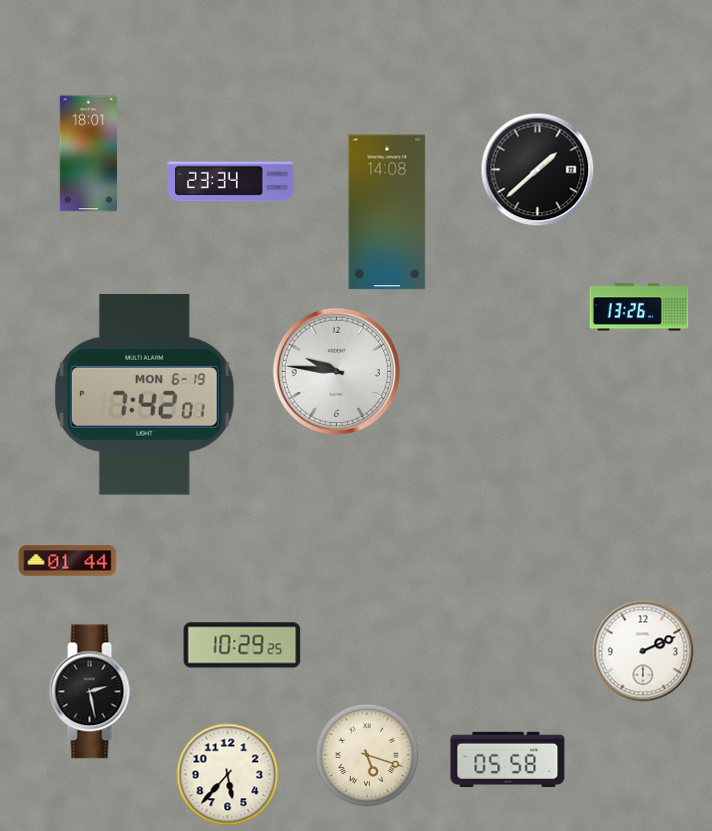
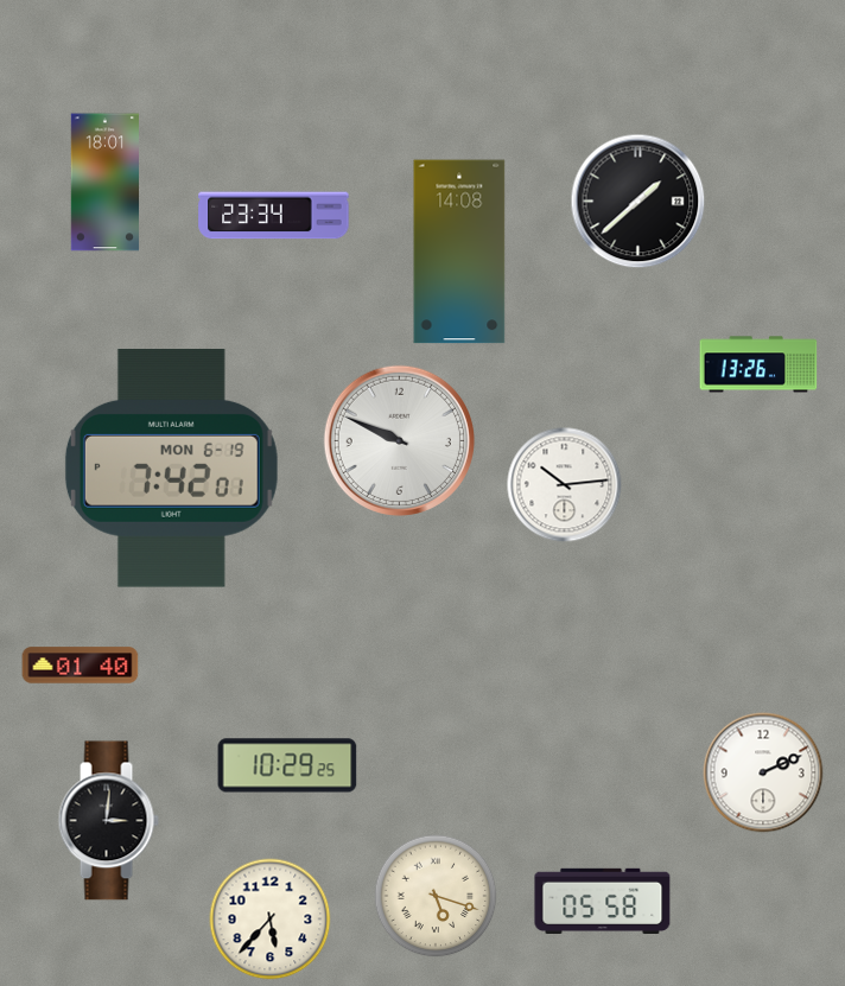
clock at (336, 371): 9:46 -> 9:49
clock at (565, 485): none -> 10:14
clock at (68, 561): 01:44 -> 01:40
clock at (91, 692): 2:28 -> 3:01
